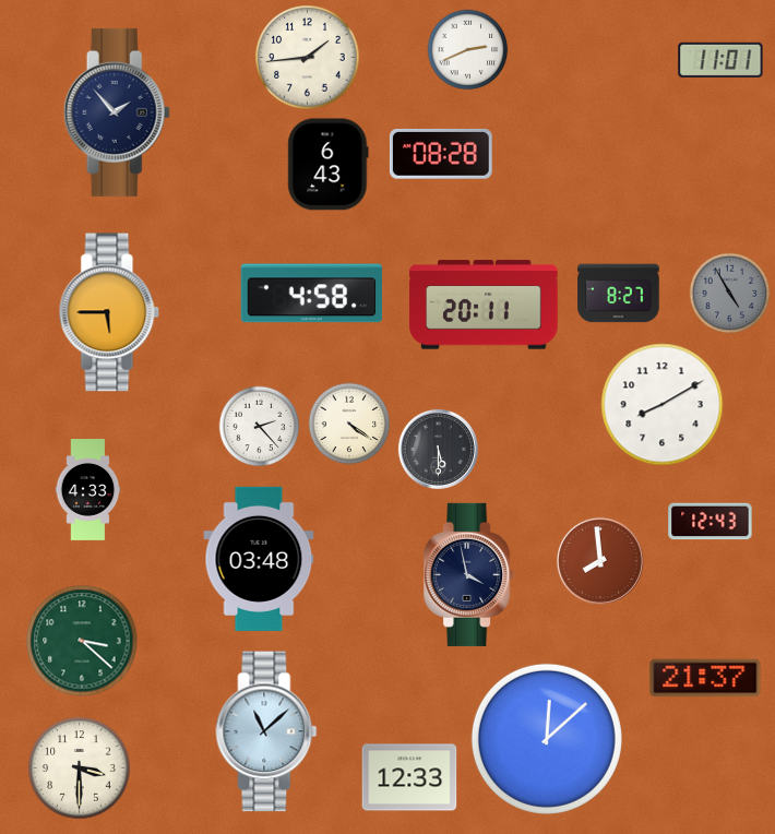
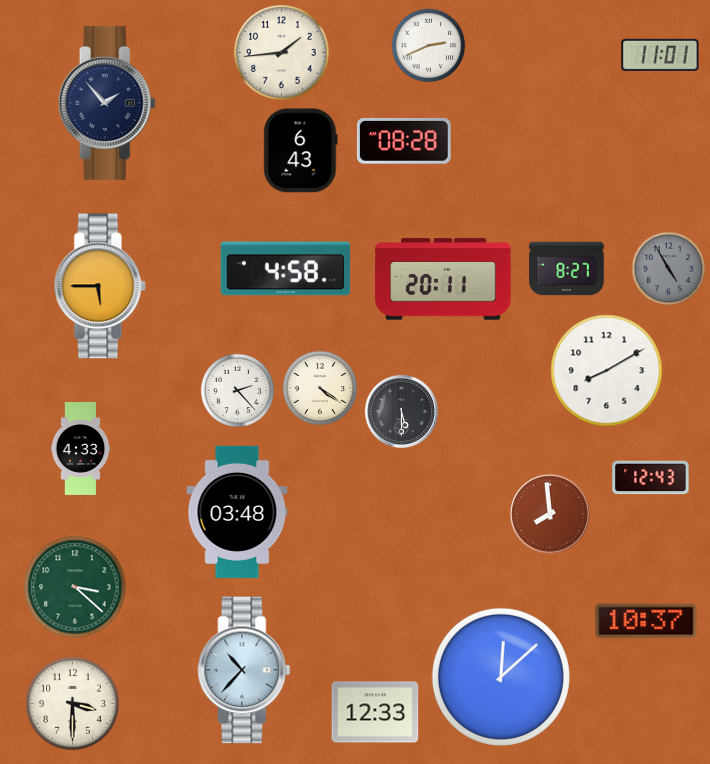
clock at (469, 574): 3:58 -> none
clock at (705, 678): 21:37 -> 10:37
clock at (266, 731): 11:08 -> 10:37
